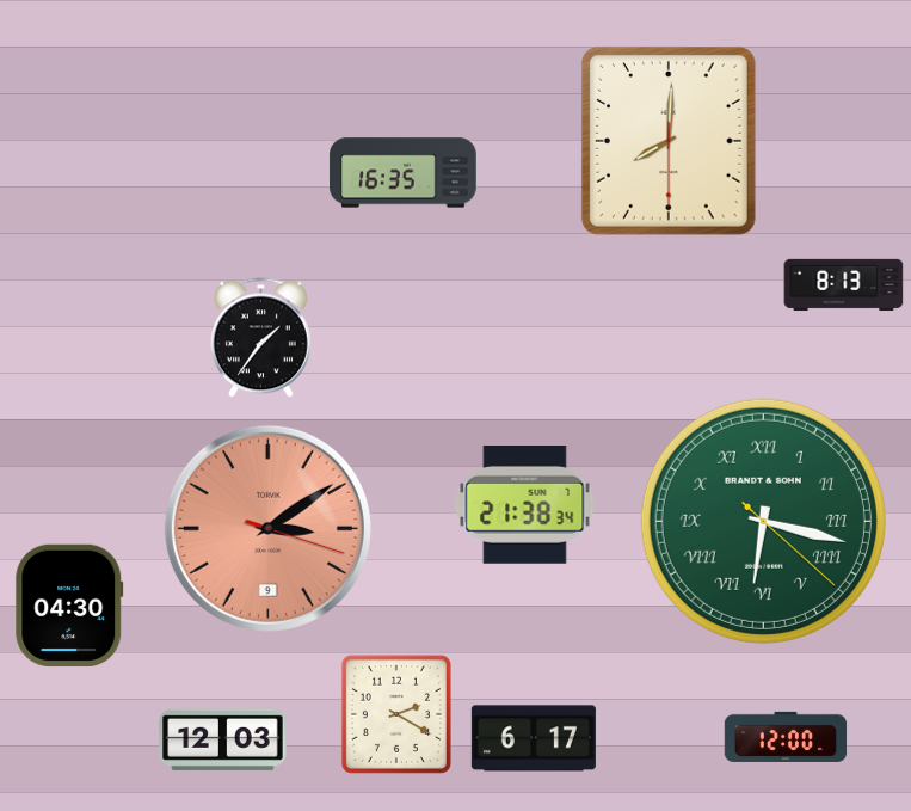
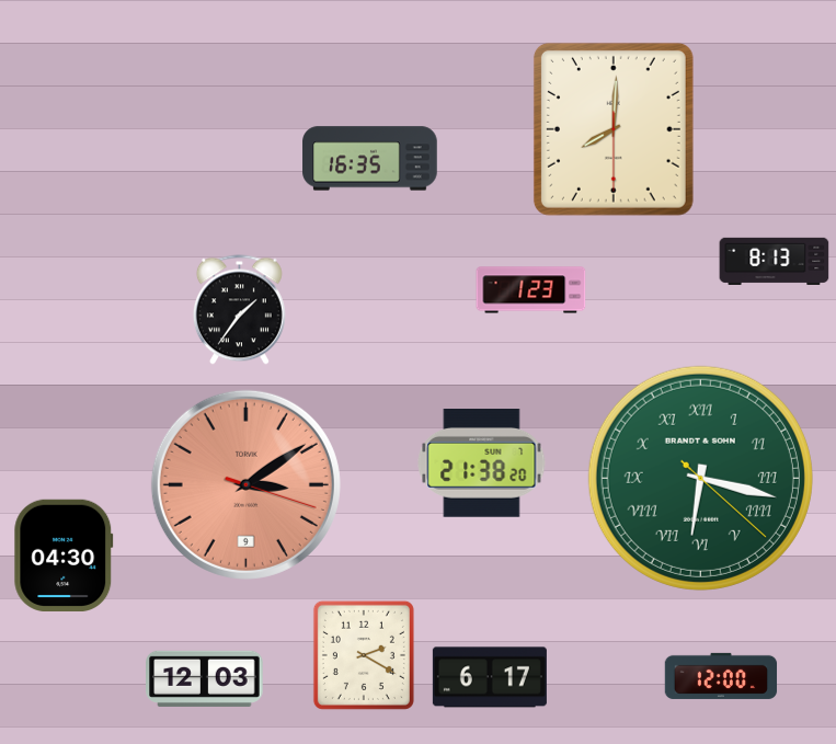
clock at (531, 290): none -> 1:23
clock at (525, 505): 21:38:34 -> 21:38:20
